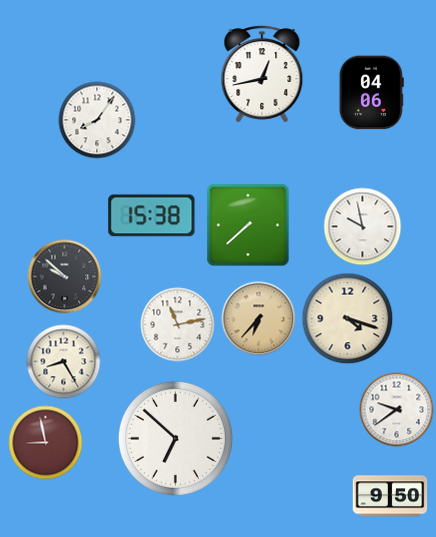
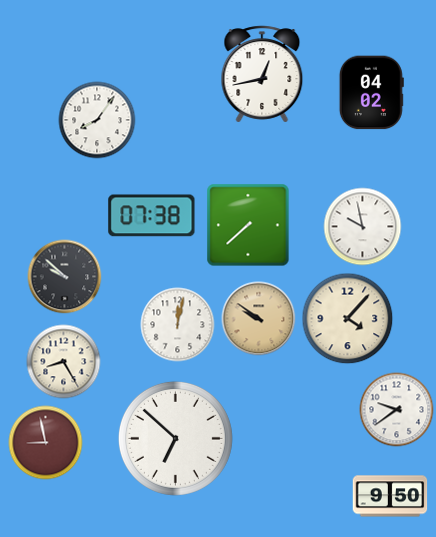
clock at (371, 93): 04:06 -> 04:02
clock at (152, 216): 15:38 -> 07:38
clock at (259, 319): 6:37 -> 9:51
clock at (348, 319): 4:18 -> 4:07
clock at (178, 325): 11:13 -> 12:02
